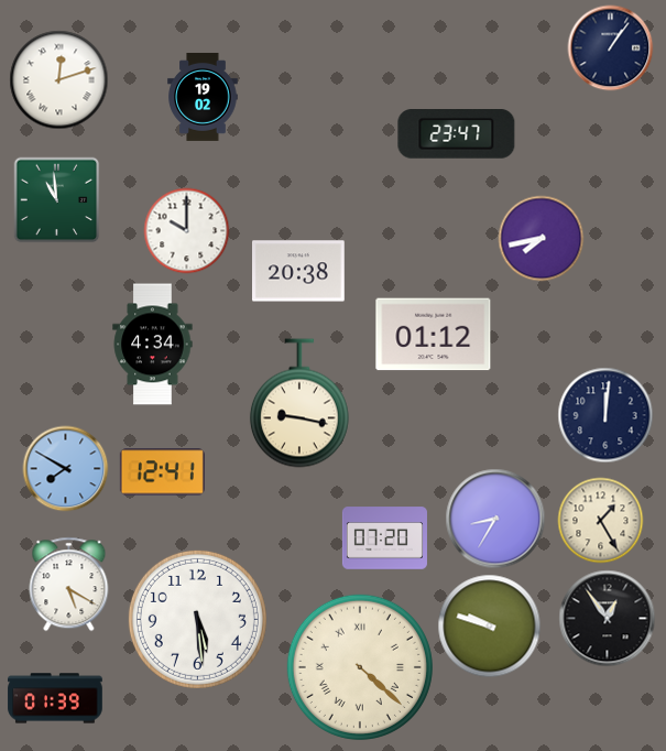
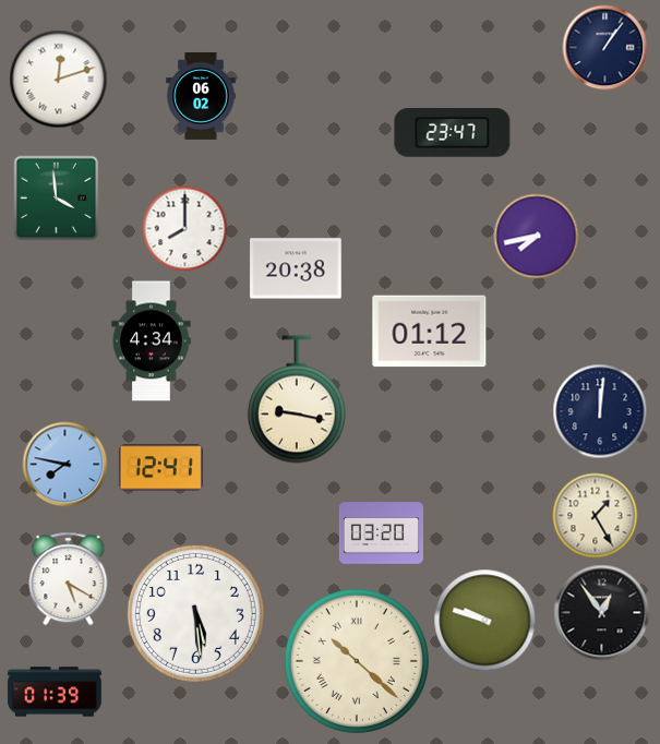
clock at (203, 97): 19:02 -> 06:02
clock at (56, 199): 10:59 -> 3:59
clock at (186, 230): 10:00 -> 8:00
clock at (65, 468): 7:50 -> 7:47
clock at (495, 519): 8:35 -> none
clock at (384, 538): 07:20 -> 03:20
clock at (360, 667): 4:22 -> 10:22
